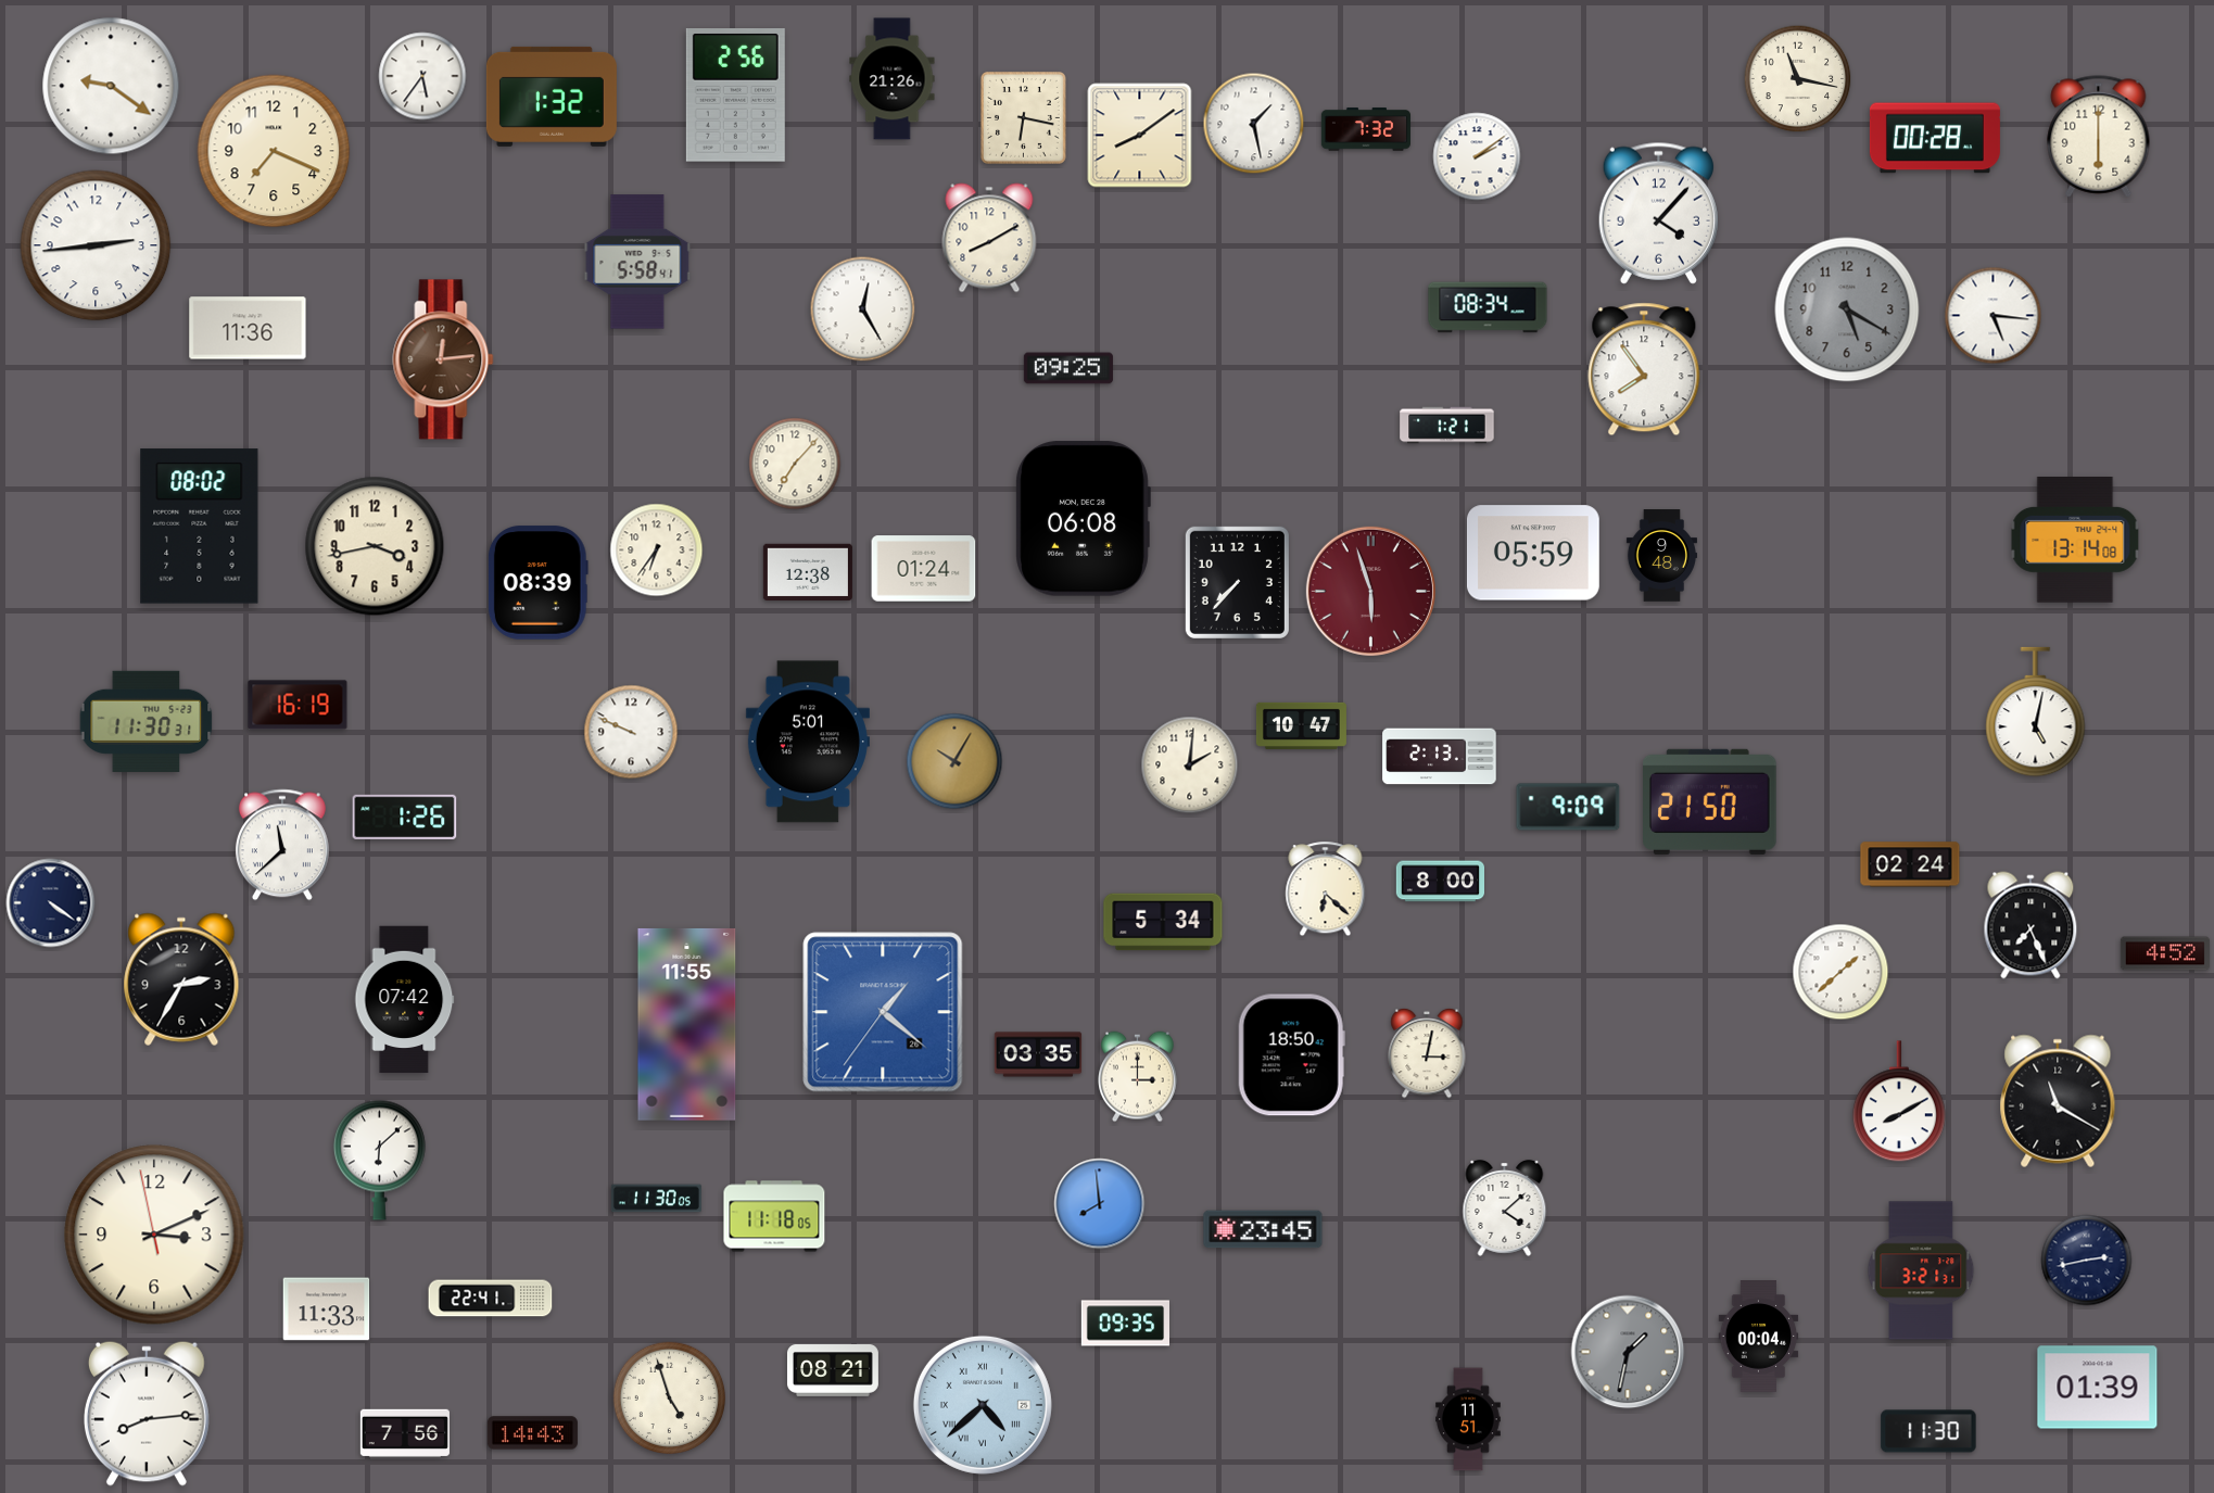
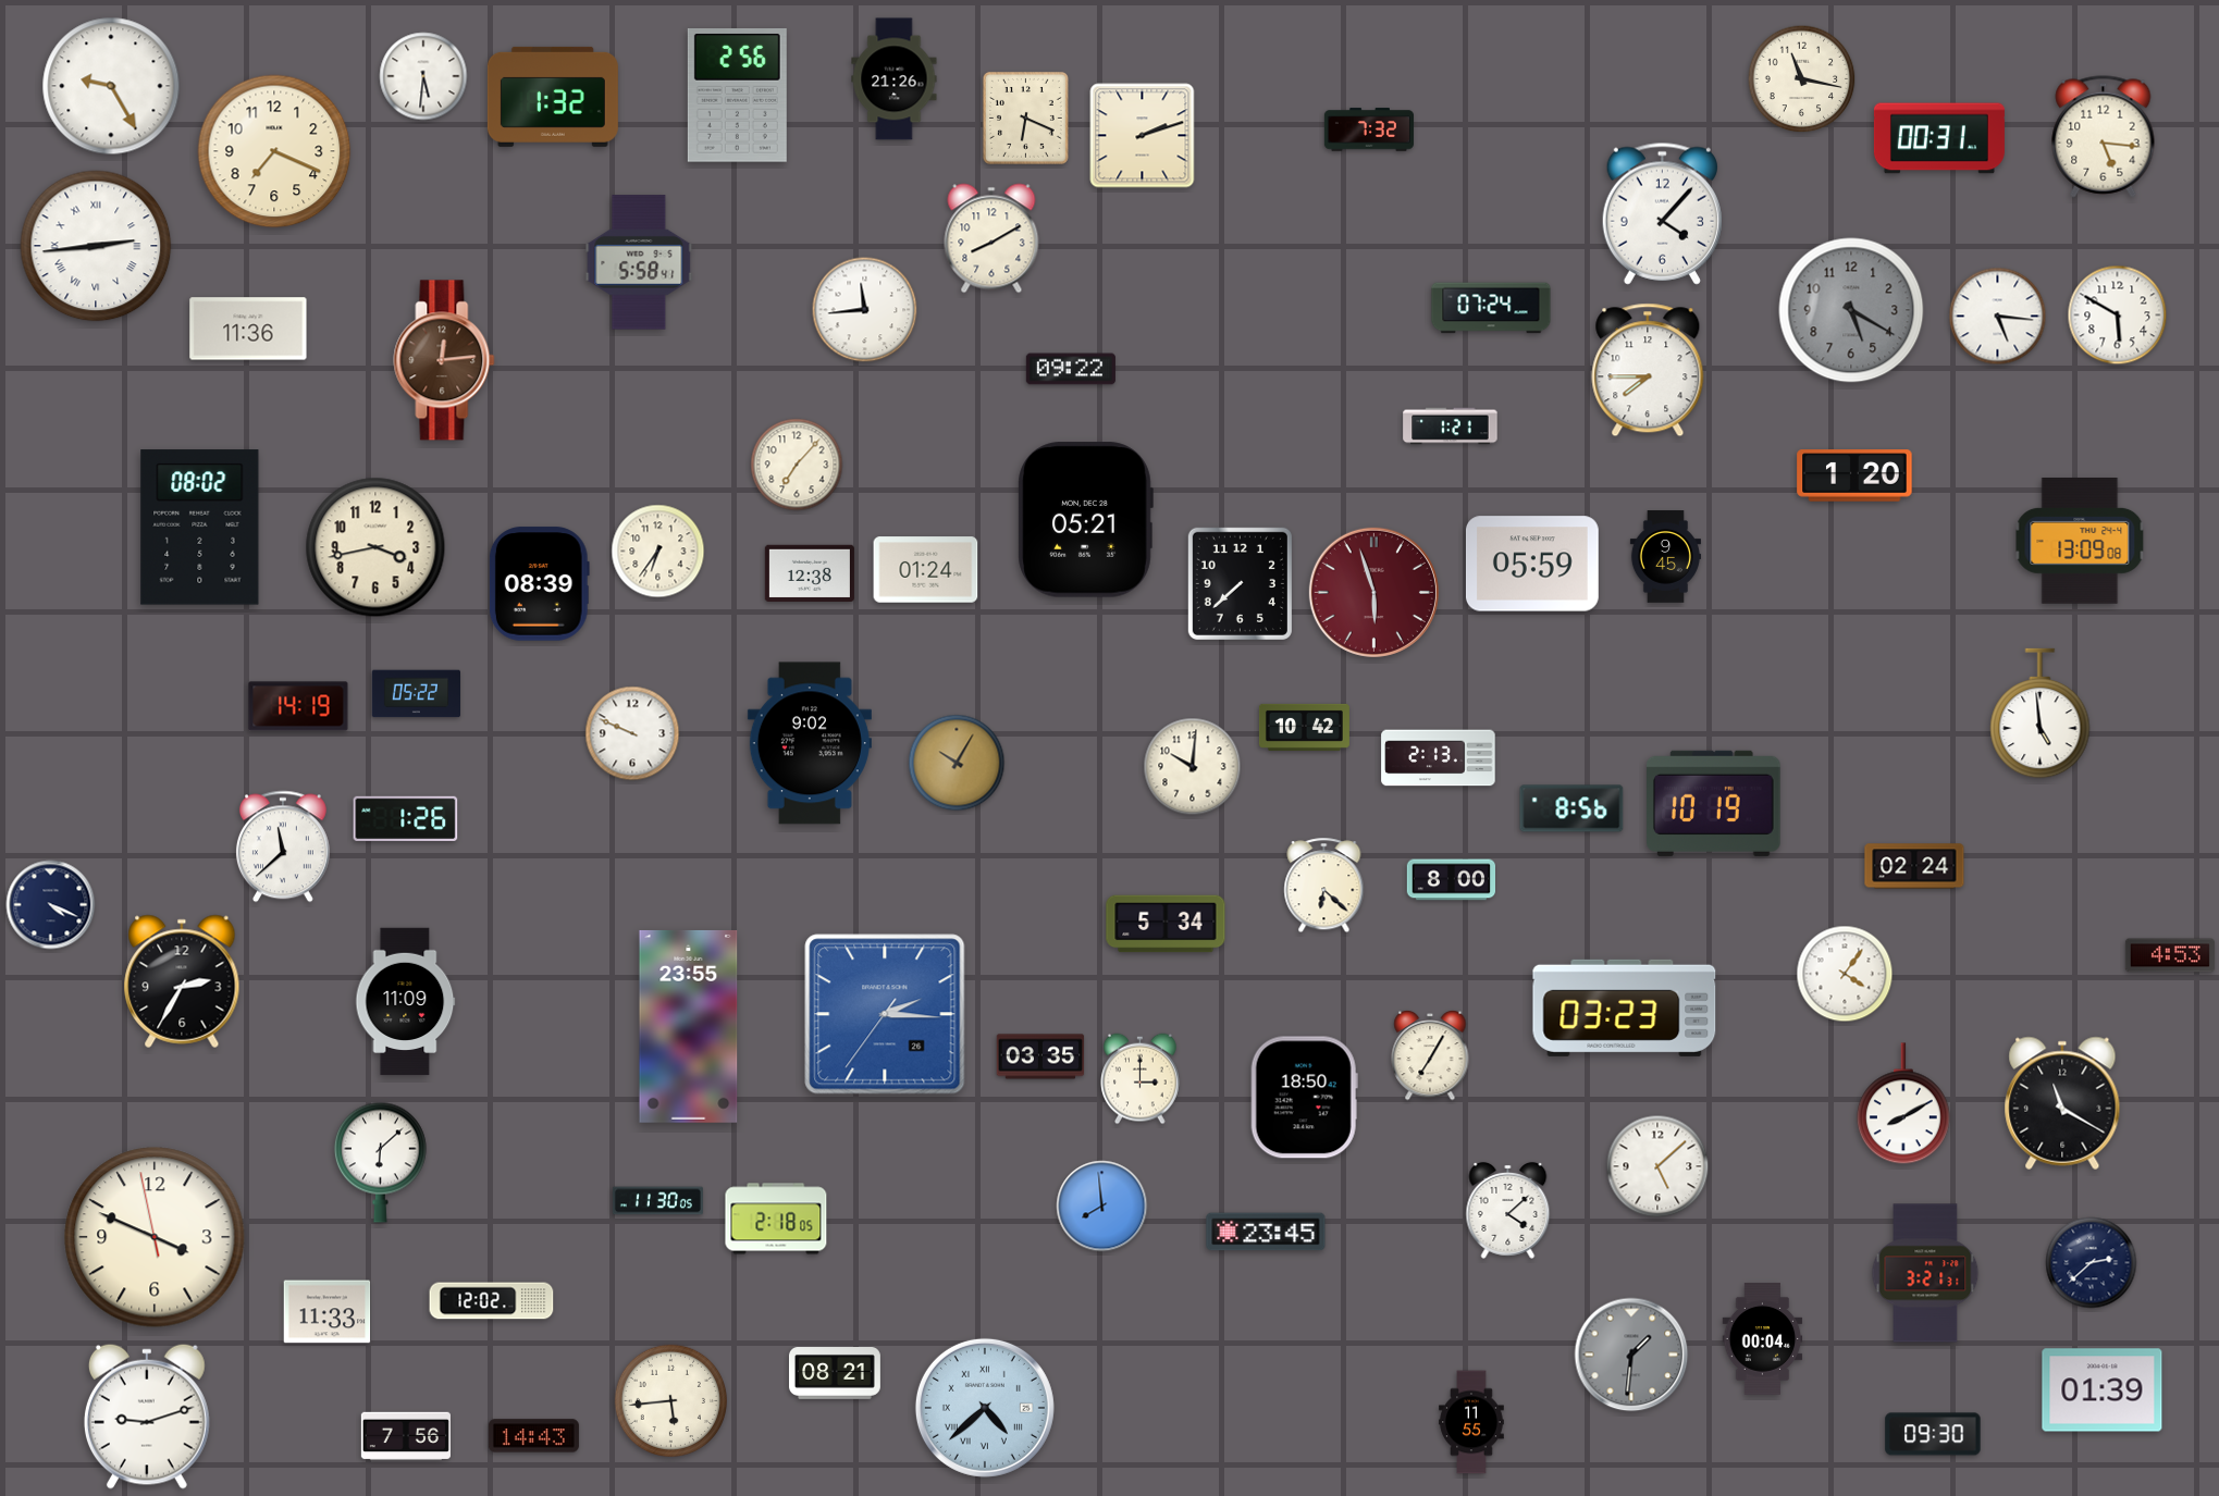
clock at (422, 76): 5:36 -> 5:31
clock at (111, 86): 9:21 -> 9:25
clock at (1023, 117): 6:17 -> 6:19
clock at (1254, 124): 1:28 -> none
clock at (1140, 136): 8:09 -> 2:12
clock at (2099, 137): 6:00 -> 5:16
clock at (1935, 138): 00:28 -> 00:31
clock at (1477, 156): 2:09 -> none
clock at (96, 245) numerals: Arabic -> Roman
clock at (1488, 307): 08:34 -> 07:24
clock at (863, 309): 12:25 -> 11:44
clock at (2118, 316): none -> 5:50
clock at (1068, 368): 09:25 -> 09:22
clock at (1644, 369): 7:54 -> 7:45
clock at (1854, 475): none -> 1:20
clock at (1083, 519): 06:08 -> 05:21
clock at (2075, 541): 13:14 -> 13:09
clock at (1533, 553) position: (1533, 553) -> (1532, 564)
clock at (1661, 556): 9:48 -> 9:45
clock at (1237, 582): 7:37 -> 7:38
clock at (416, 694): none -> 05:22
clock at (298, 705): 16:19 -> 14:19
clock at (2036, 712): 5:02 -> 4:59
clock at (147, 721): 11:30 -> none
clock at (1301, 725): 10:47 -> 10:42
clock at (808, 742): 5:01 -> 9:02
clock at (1440, 757) position: (1440, 757) -> (1439, 758)
clock at (1190, 766): 2:01 -> 10:01
clock at (1710, 801): 21:50 -> 10:19
clock at (1568, 807): 9:09 -> 8:56
clock at (1440, 882) position: (1440, 882) -> (1451, 880)
clock at (1326, 889) position: (1326, 889) -> (1324, 886)
clock at (51, 903): 4:21 -> 4:19
clock at (2030, 925): 7:26 -> none
clock at (2165, 953): 4:52 -> 4:53
clock at (1840, 972): 1:38 -> 4:06
clock at (405, 1000): 07:42 -> 11:09
clock at (1625, 1007): none -> 03:23
clock at (883, 1012): 1:21 -> 2:15
clock at (687, 1024): 11:55 -> 23:55
clock at (1427, 1053): 3:02 -> 7:05
clock at (1291, 1055) position: (1291, 1055) -> (1304, 1098)
clock at (1657, 1166): none -> 5:08
clock at (774, 1216): 11:18 -> 2:18
clock at (154, 1235): 3:10 -> 3:48
clock at (2087, 1261): 2:43 -> 2:38
clock at (491, 1299): 22:41 -> 12:02
clock at (1125, 1324): 09:35 -> none
clock at (1628, 1352): 1:32 -> 1:31
clock at (669, 1397): 4:57 -> 5:44
clock at (147, 1414): 8:14 -> 9:12
clock at (1468, 1419): 11:51 -> 11:55
clock at (1928, 1431): 11:30 -> 09:30
